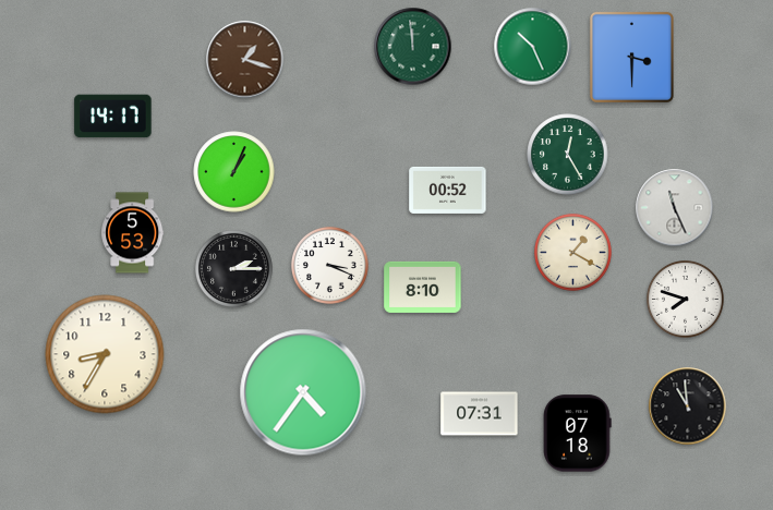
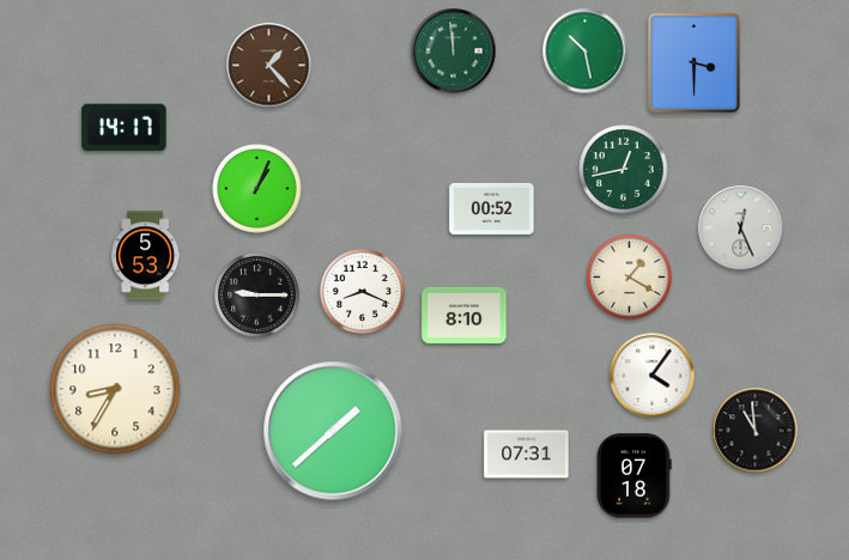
clock at (533, 47): 10:26 -> 10:28
clock at (245, 60): 1:18 -> 1:23
clock at (568, 155): 12:25 -> 12:43
clock at (675, 208): 11:26 -> 12:26
clock at (329, 265): 3:19 -> 8:19
clock at (233, 268): 2:15 -> 9:15
clock at (685, 299): 7:48 -> none
clock at (653, 376): none -> 4:06
clock at (303, 392): 4:36 -> 1:38
clock at (688, 406) position: (688, 406) -> (756, 431)
